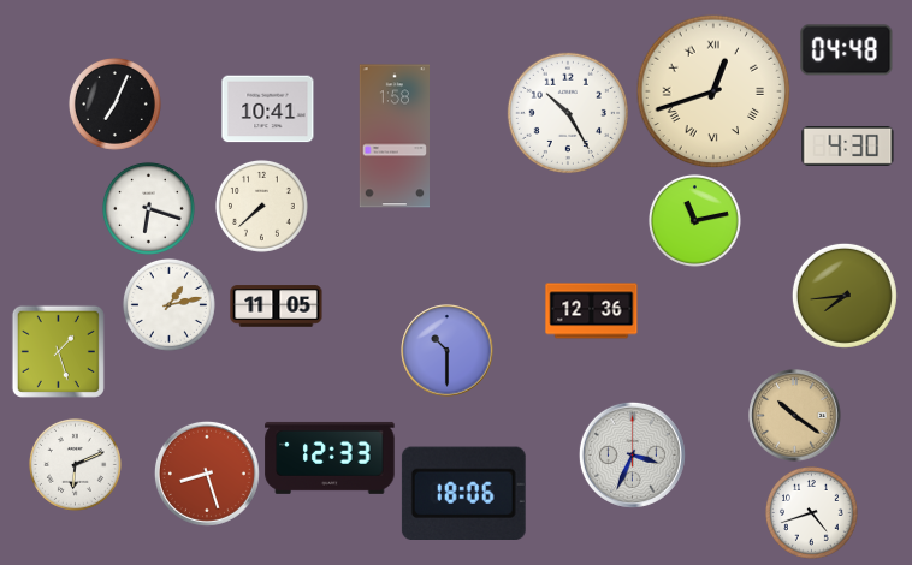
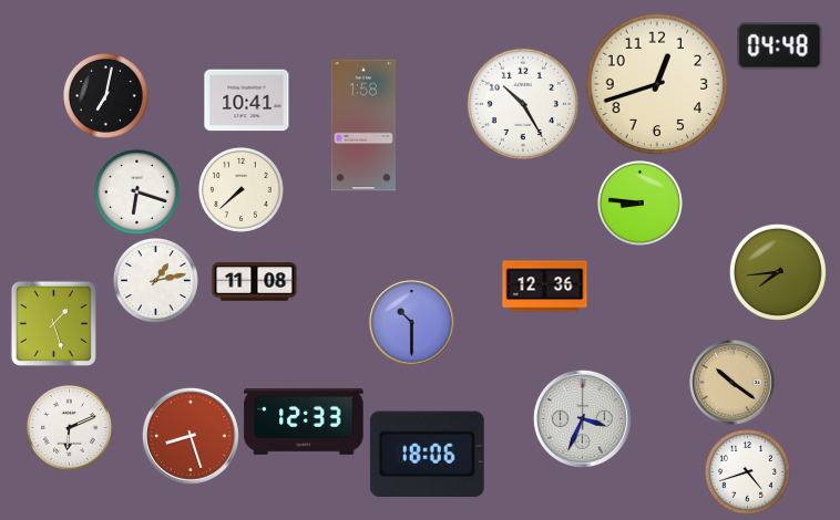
clock at (713, 91) numerals: Roman -> Arabic
clock at (114, 103): 7:04 -> 7:02
clock at (848, 145): 4:30 -> none
clock at (694, 220): 11:13 -> 8:46
clock at (277, 307): 11:05 -> 11:08
